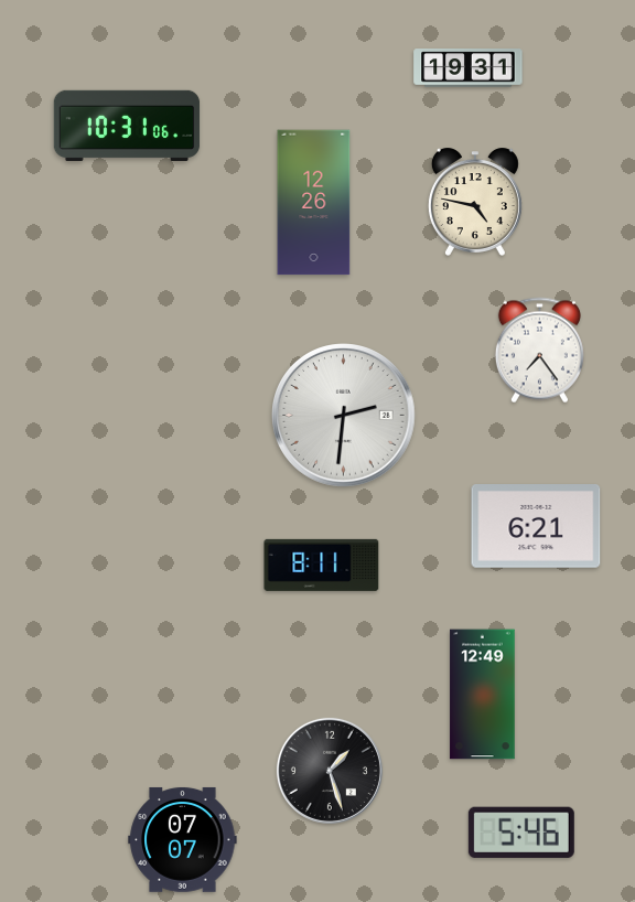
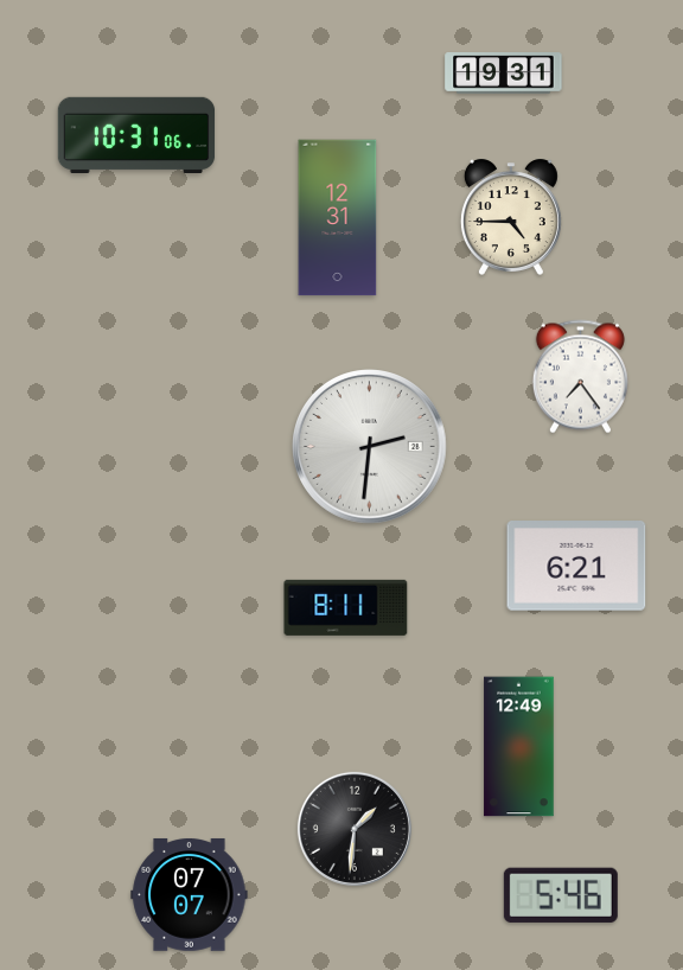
clock at (475, 202): 4:47 -> 4:45
clock at (314, 203): 12:26 -> 12:31
clock at (330, 771): 1:27 -> 1:31
clock at (183, 840) position: (183, 840) -> (190, 895)
